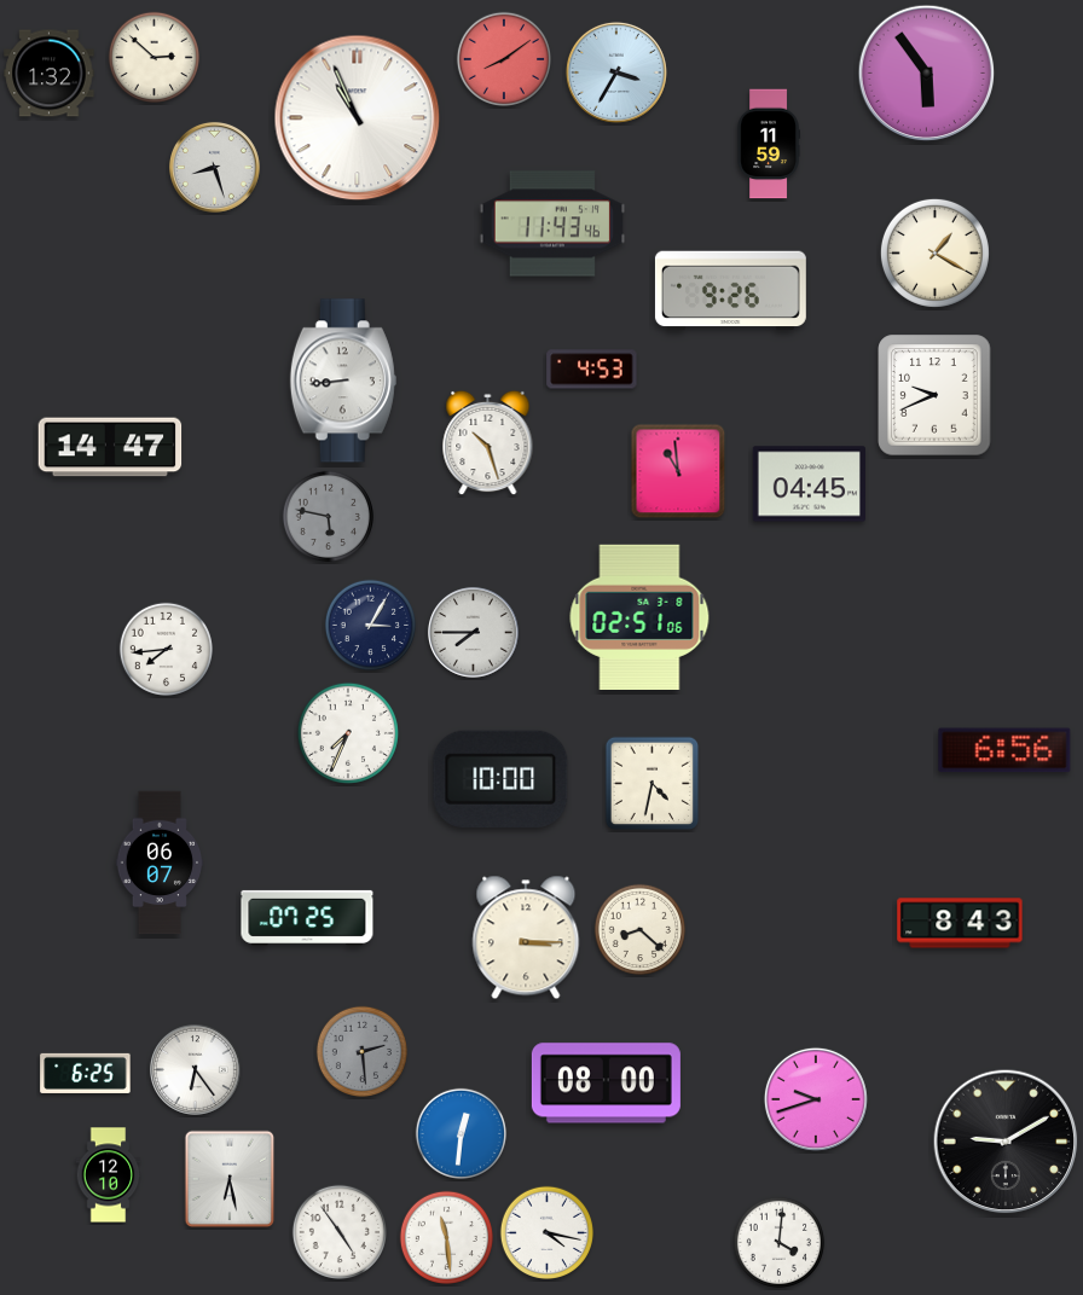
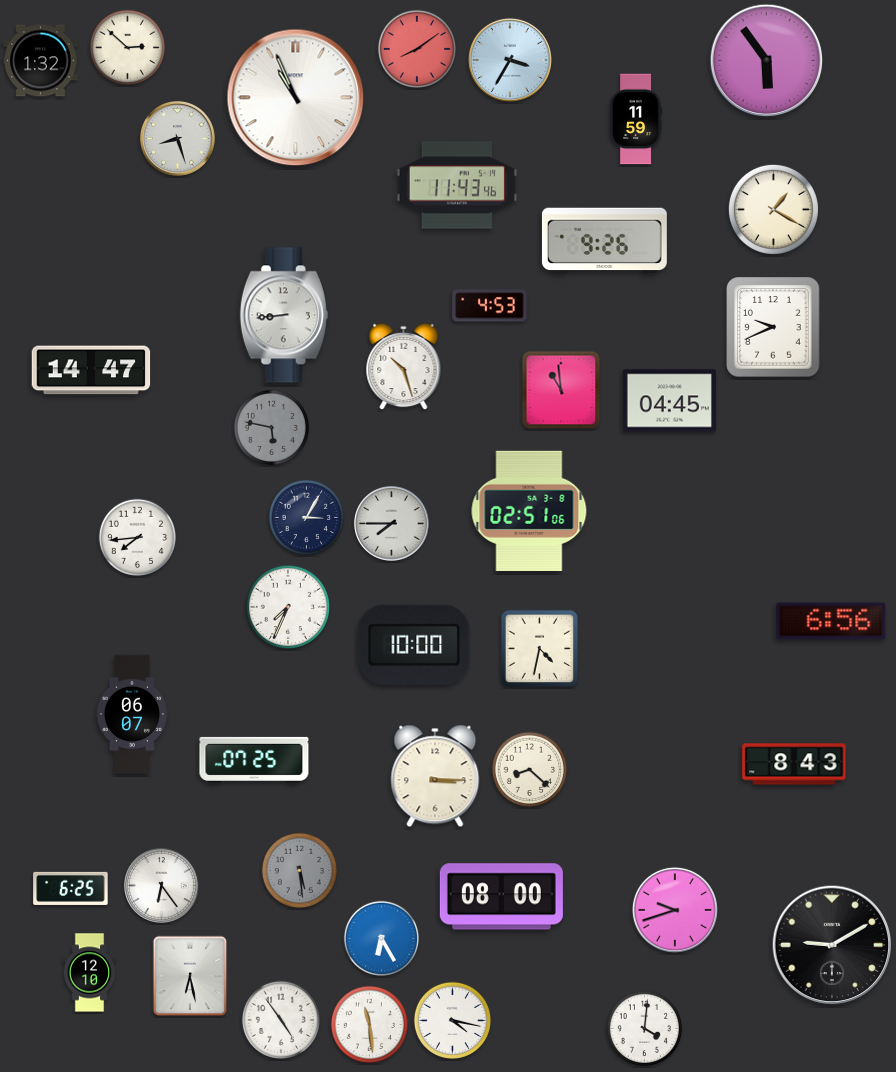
clock at (363, 1052): 2:29 -> 5:29
clock at (462, 1134): 12:31 -> 6:25
